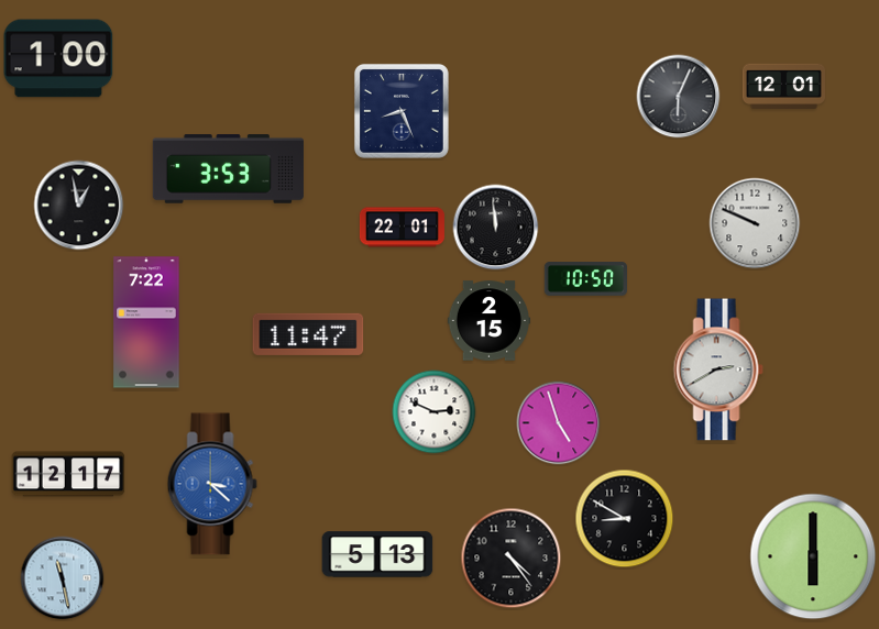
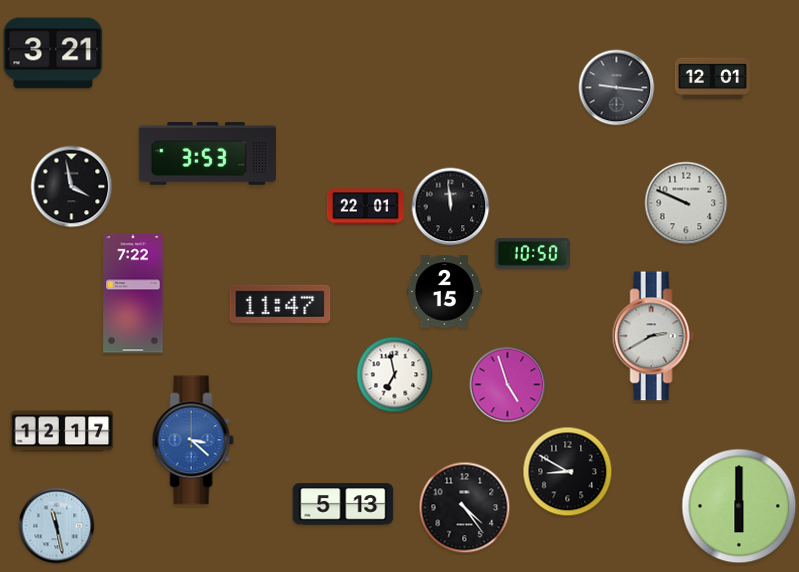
clock at (58, 58): 1:00 -> 3:21
clock at (679, 97): 6:04 -> 9:16
clock at (402, 111): 8:26 -> none
clock at (79, 206): 12:58 -> 3:58
clock at (435, 412): 2:49 -> 6:58
